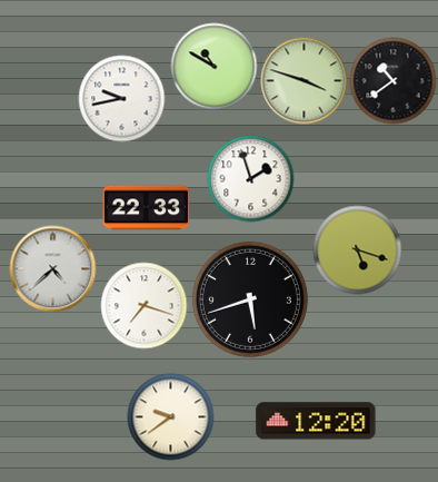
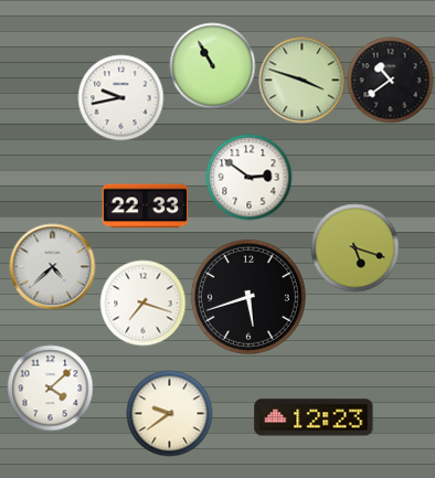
clock at (213, 66): 10:50 -> 10:55
clock at (250, 178): 1:57 -> 2:51
clock at (50, 387): none -> 4:08
clock at (316, 421): 12:20 -> 12:23
